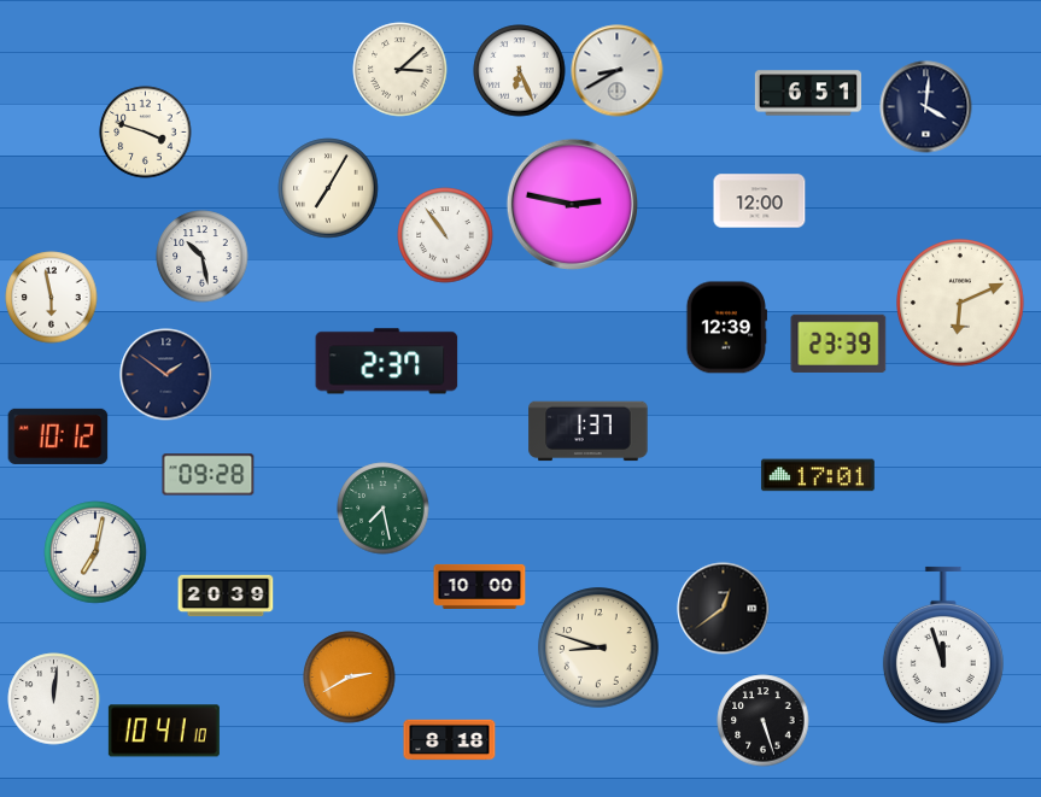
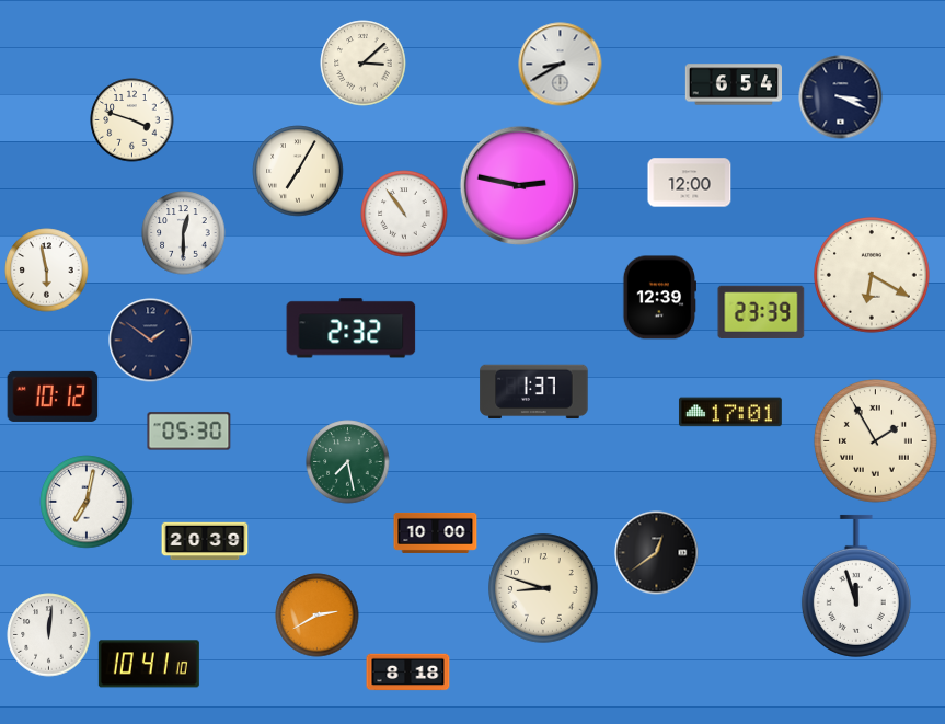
clock at (520, 71): 6:26 -> none
clock at (807, 93): 6:51 -> 6:54
clock at (926, 107): 4:01 -> 3:19
clock at (203, 257): 10:28 -> 12:30
clock at (961, 304): 6:11 -> 6:20
clock at (387, 362): 2:37 -> 2:32
clock at (209, 475): 09:28 -> 05:30
clock at (818, 475) position: (818, 475) -> (730, 412)
clock at (875, 440): none -> 1:55
clock at (764, 721): 5:27 -> none
